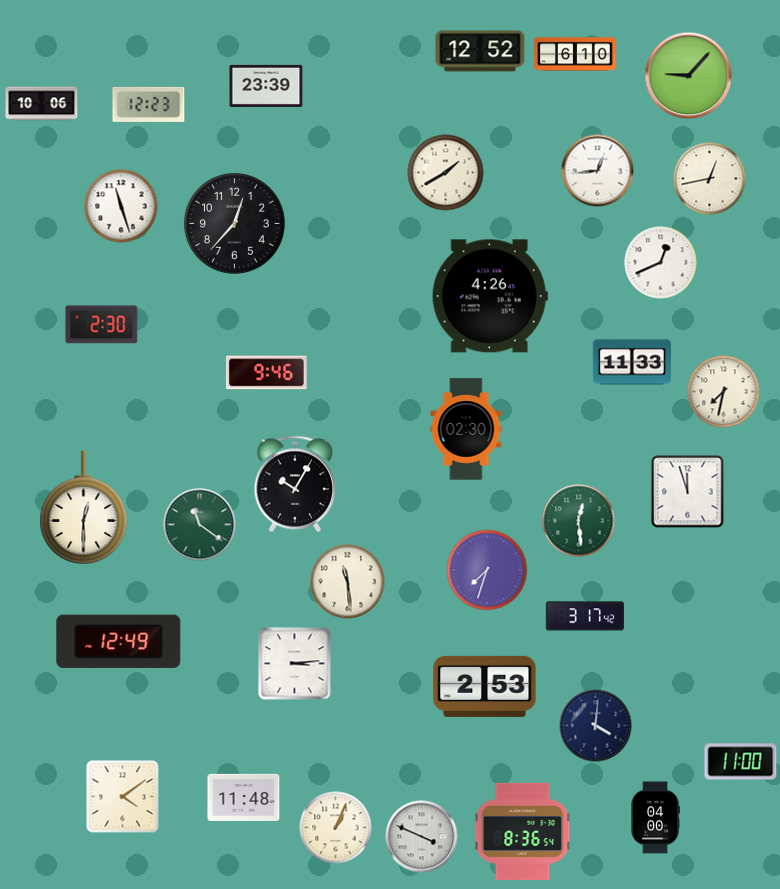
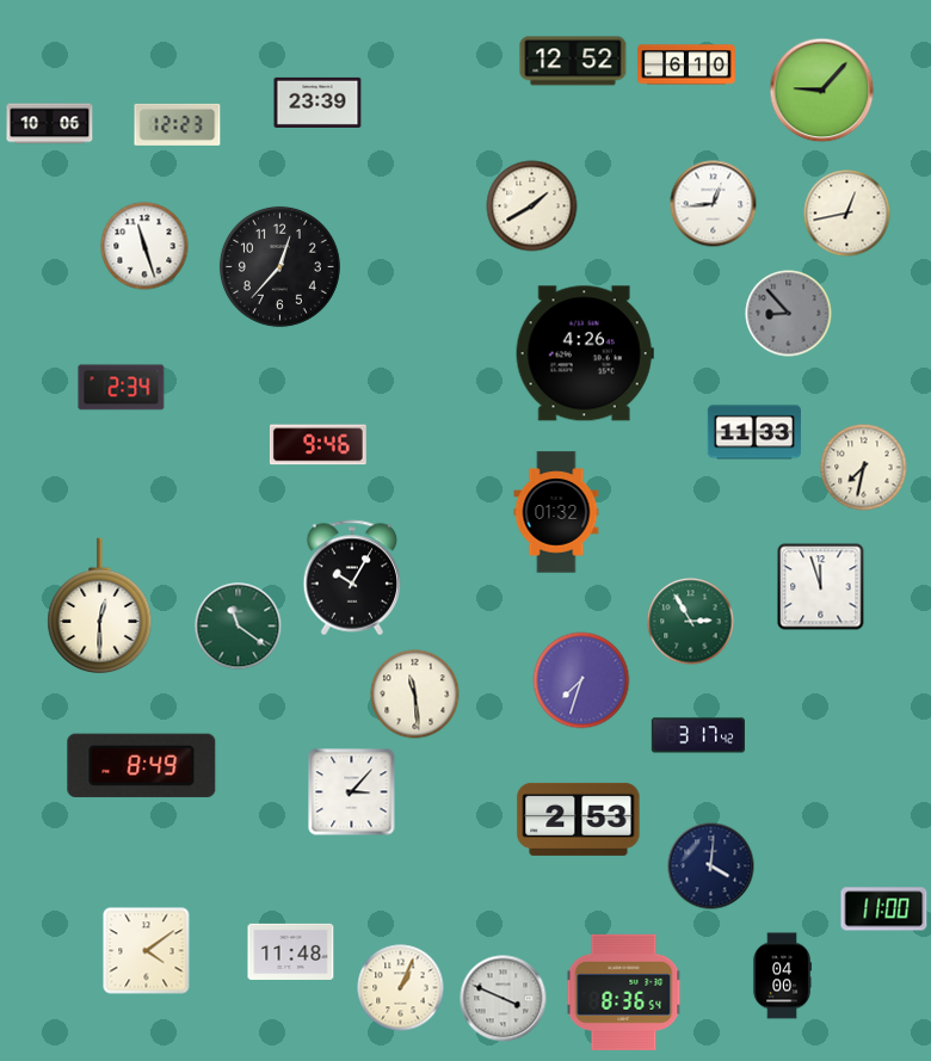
clock at (661, 263): 12:41 -> 8:53
clock at (661, 263) dial: white -> grey
clock at (102, 325): 2:30 -> 2:34
clock at (466, 429): 02:30 -> 01:32
clock at (579, 521): 12:29 -> 2:55
clock at (119, 641): 12:49 -> 8:49
clock at (295, 664): 3:14 -> 3:07
